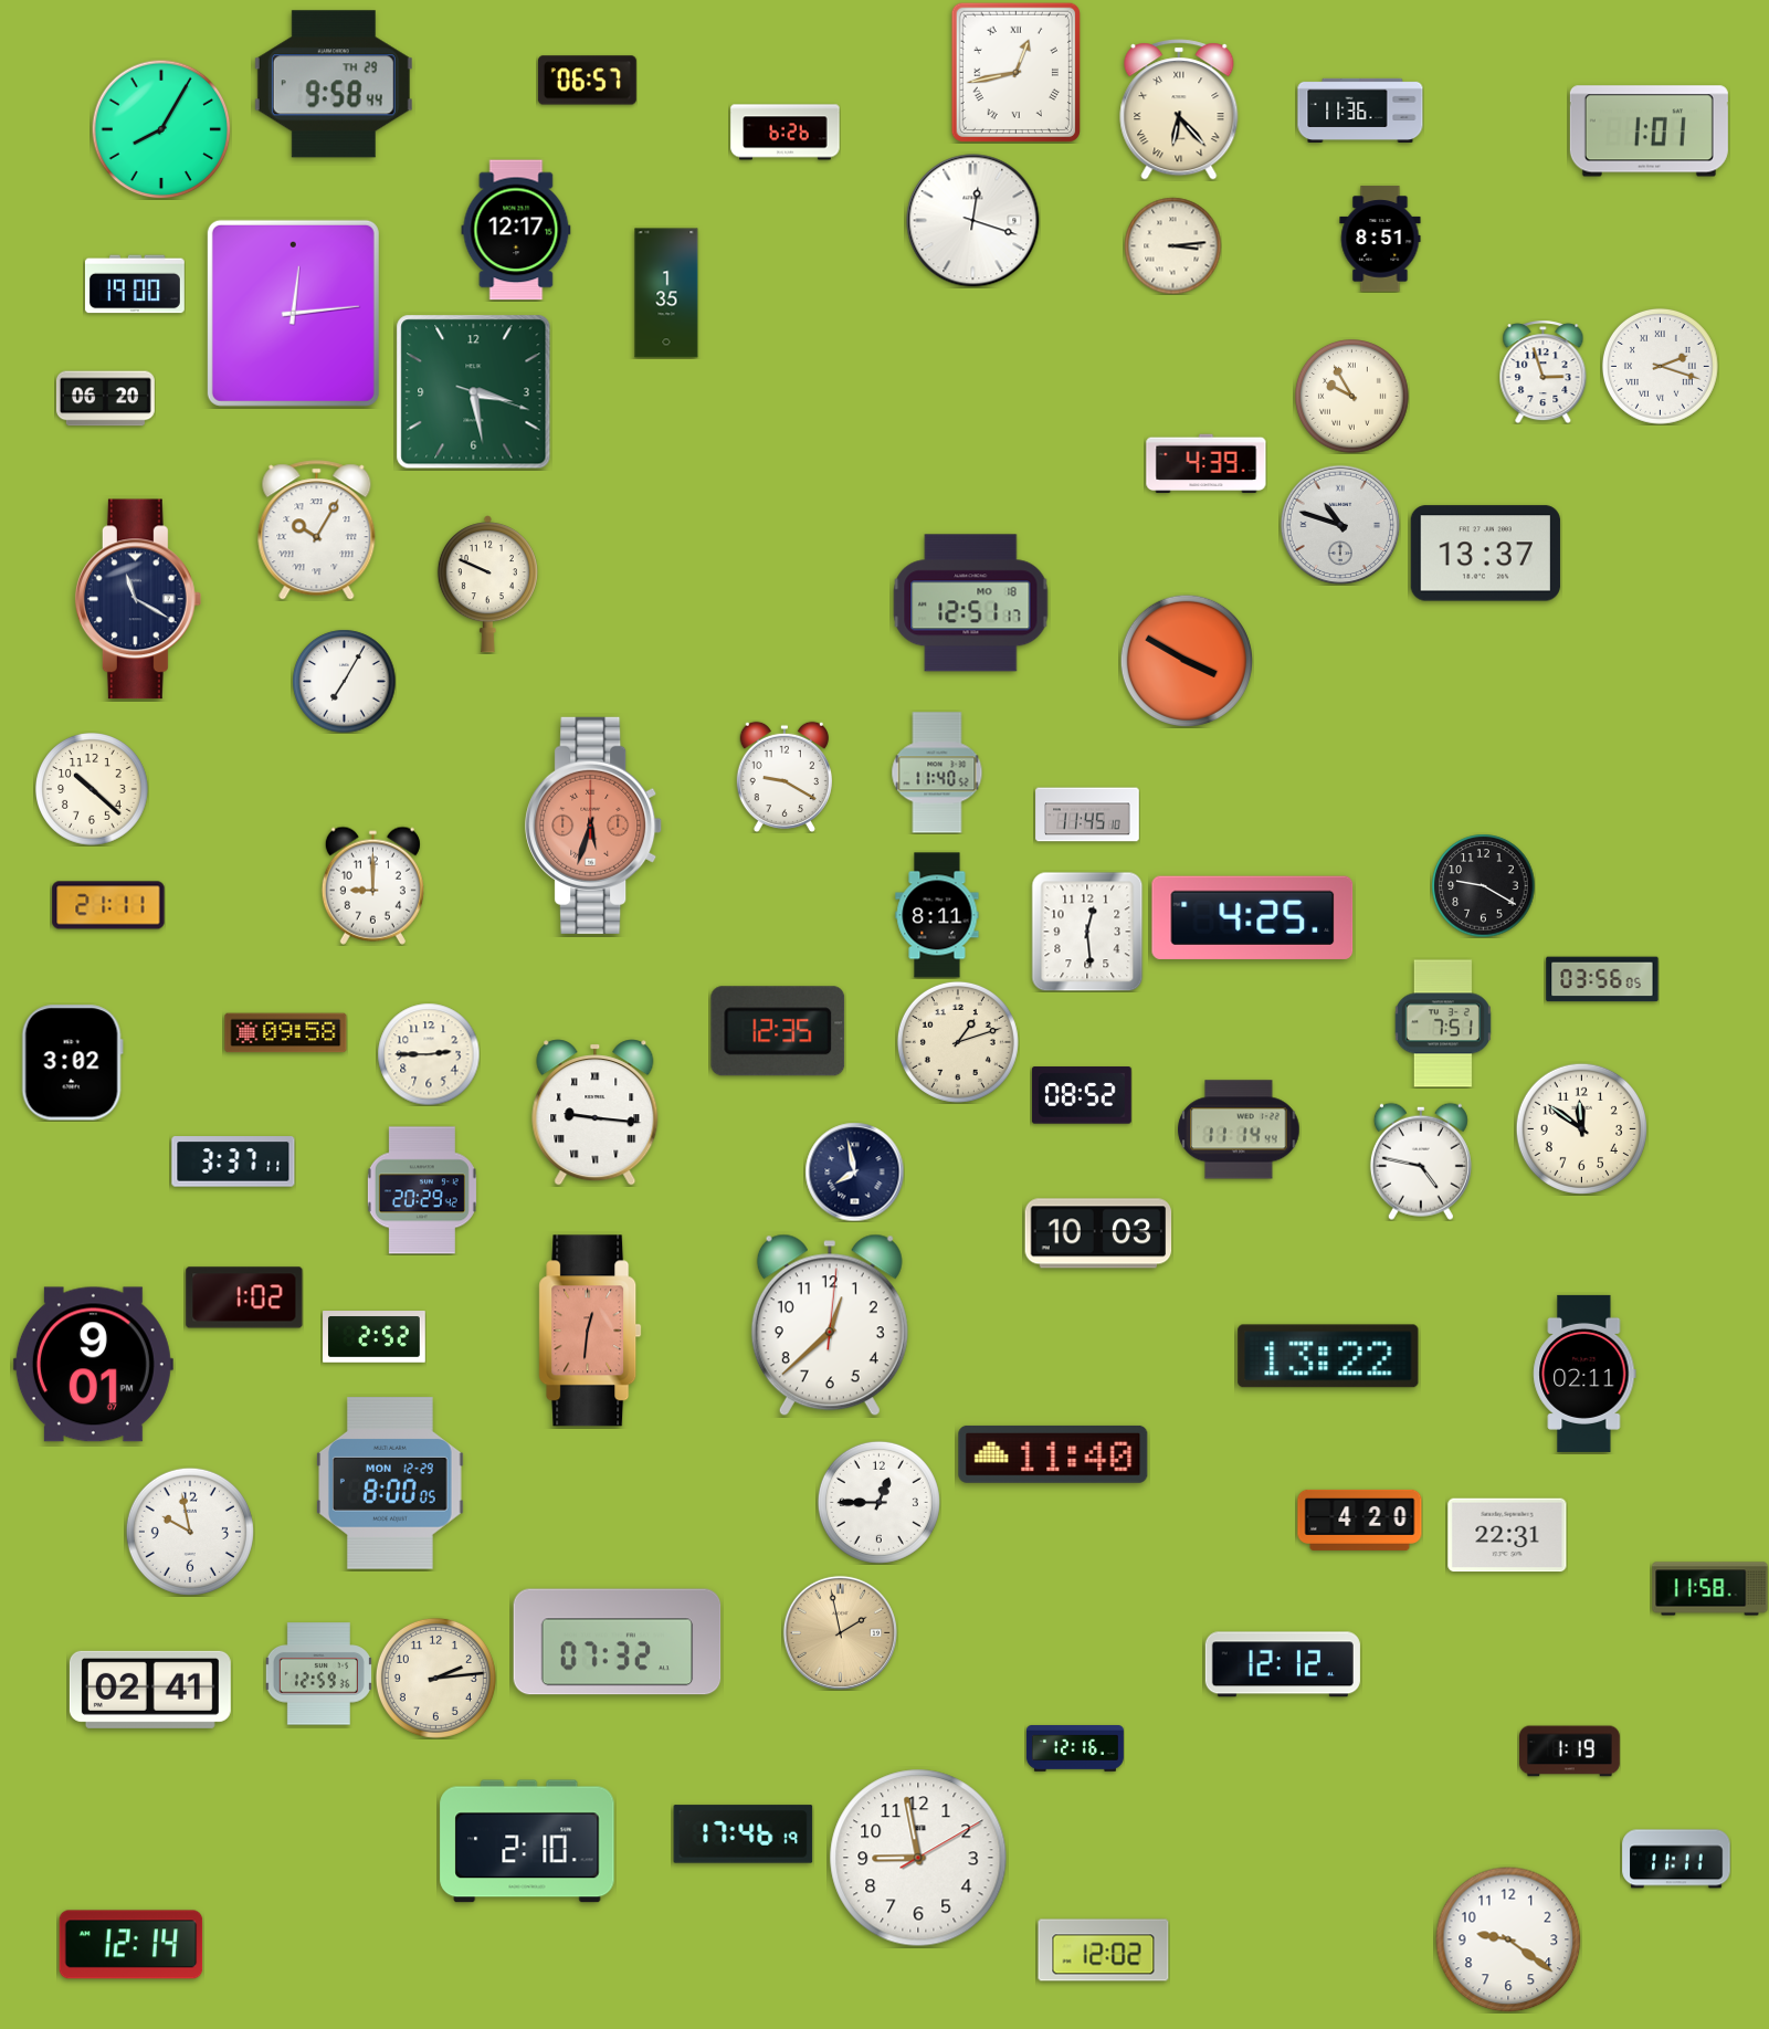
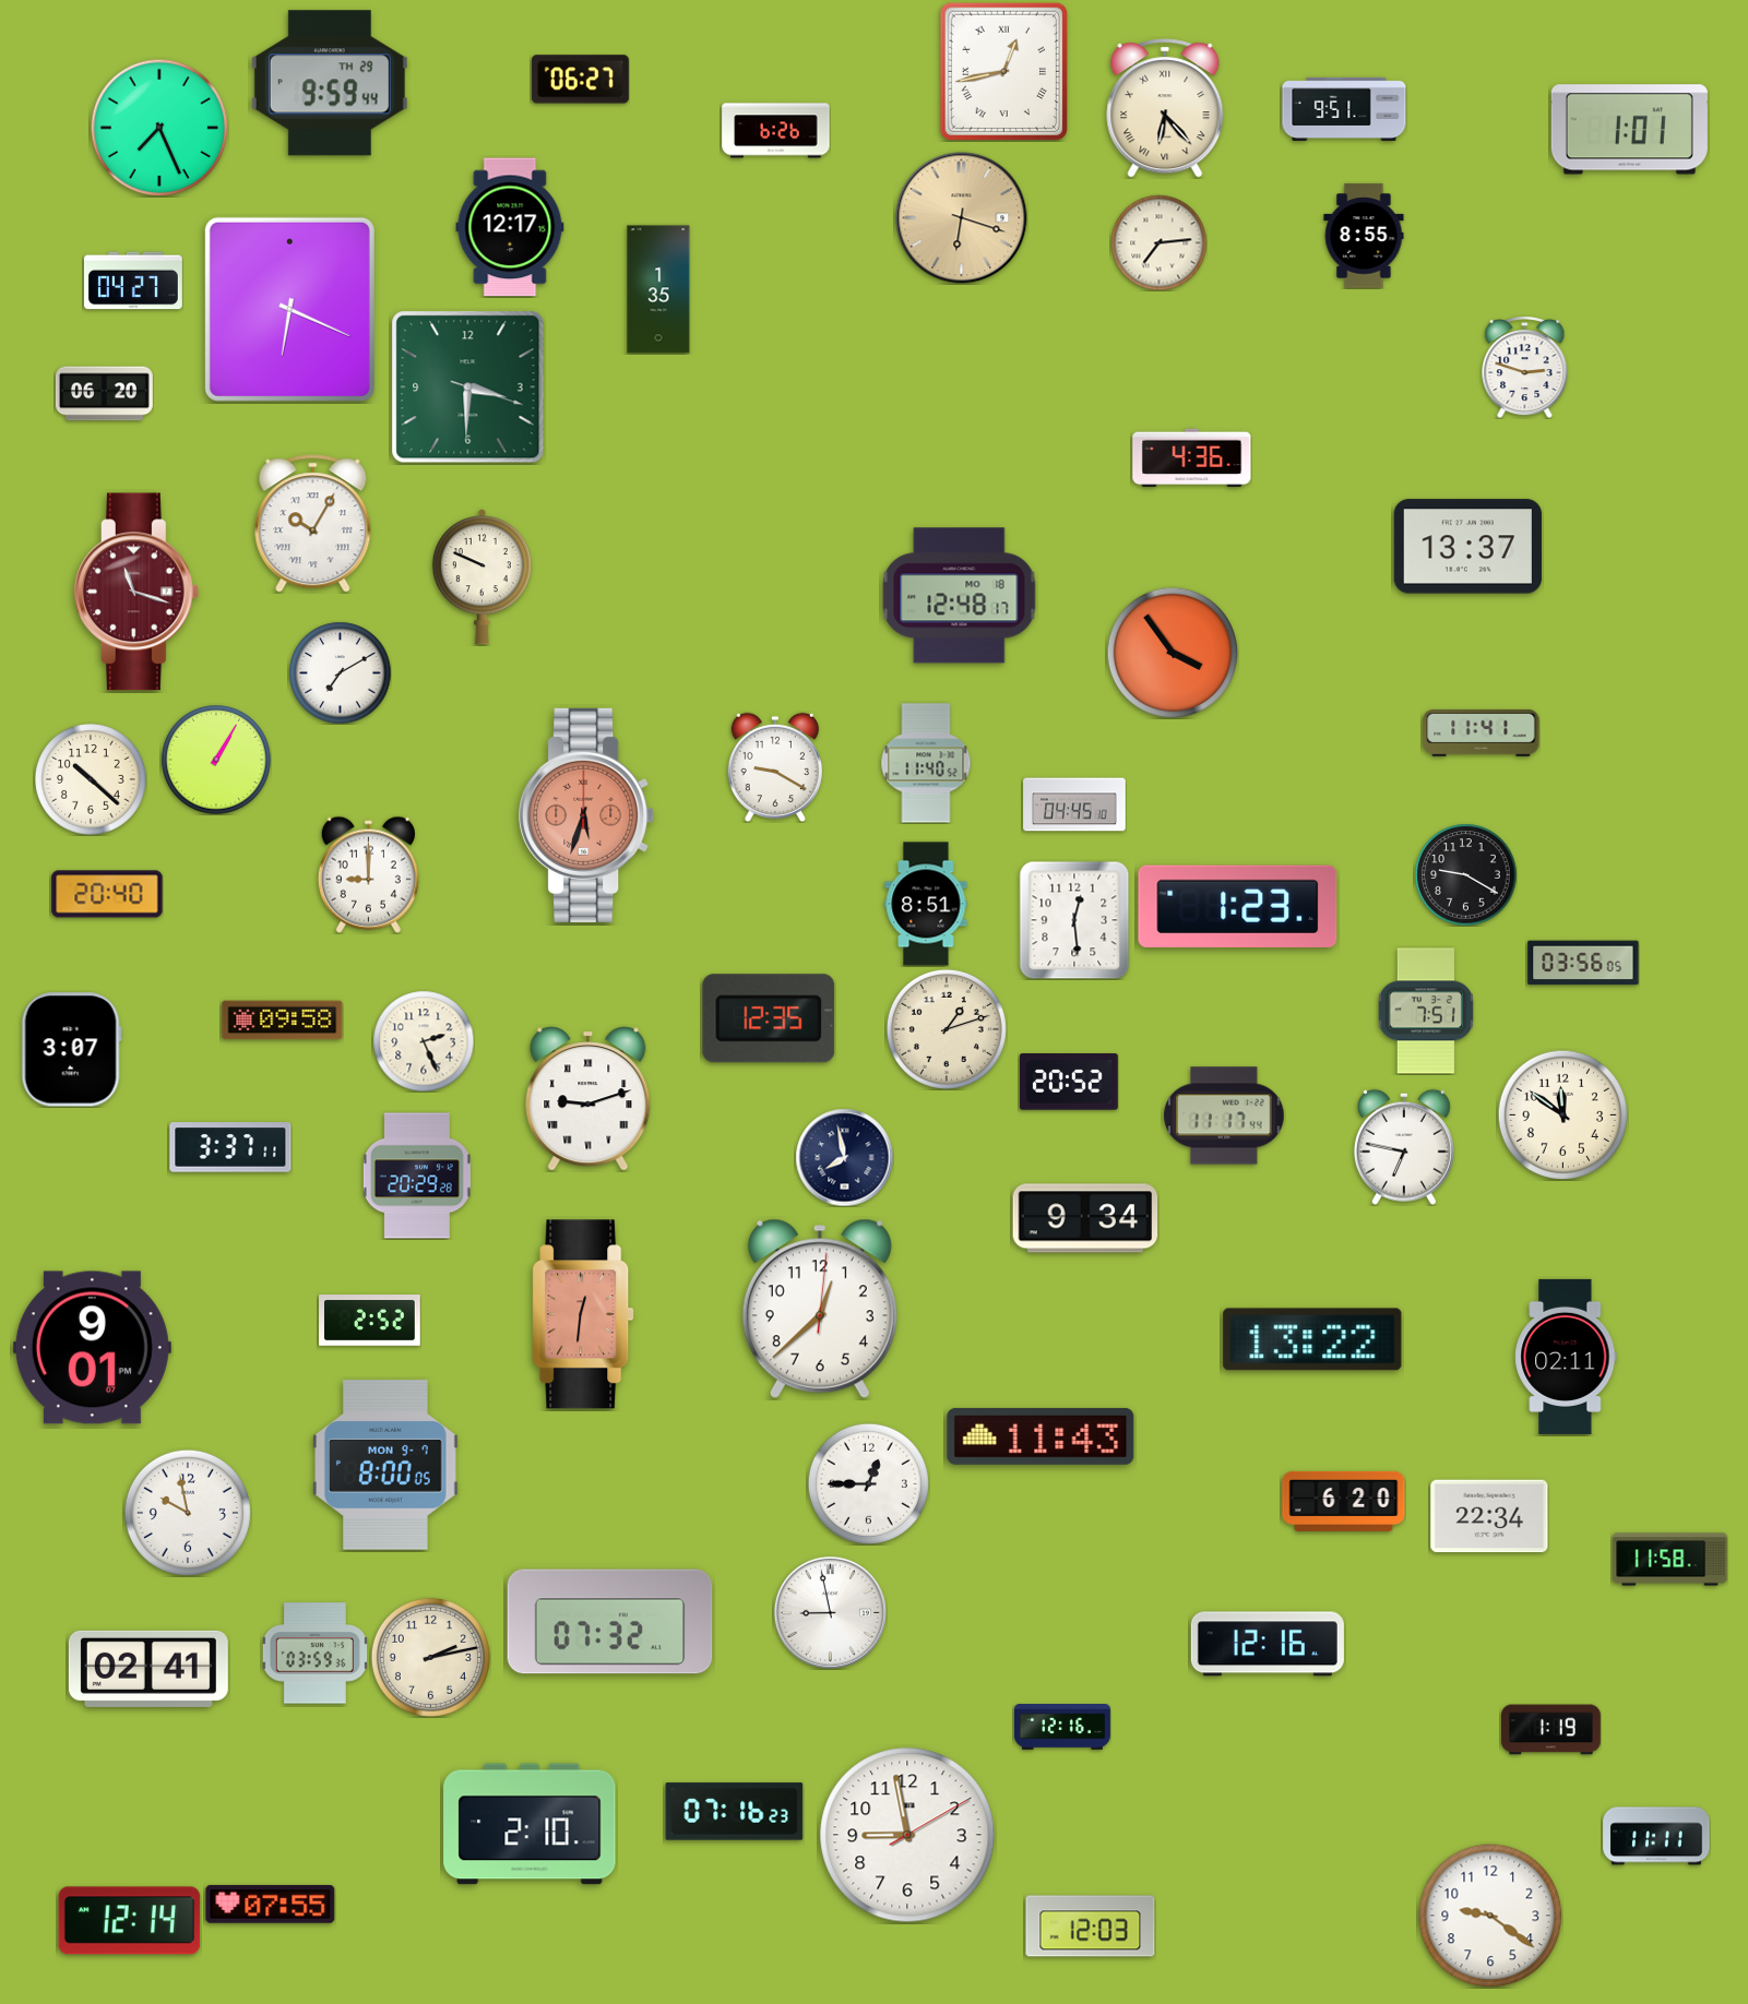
clock at (587, 81): 06:57 -> 06:27
clock at (334, 84): 9:58 -> 9:59
clock at (1360, 109): 11:36 -> 9:51
clock at (161, 129): 8:05 -> 7:26
clock at (973, 221): 12:18 -> 6:18
clock at (973, 221) dial: white -> champagne
clock at (1380, 239): 8:51 -> 8:55
clock at (1172, 245): 3:14 -> 7:14
clock at (135, 284): 19:00 -> 04:27
clock at (293, 313): 12:14 -> 6:19
clock at (1660, 366): 2:18 -> none
clock at (1544, 371): 2:57 -> 2:48
clock at (474, 392): 3:28 -> 3:30
clock at (1352, 397): 9:55 -> none
clock at (1207, 464): 4:39 -> 4:36
clock at (1340, 525): 10:48 -> none
clock at (138, 599): 11:20 -> 11:18
clock at (138, 599) dial: navy -> burgundy
clock at (971, 603): 12:51 -> 12:48
clock at (1186, 660): 3:50 -> 3:54
clock at (344, 681): 7:05 -> 7:10
clock at (1482, 732): none -> 11:41
clock at (216, 760): none -> 1:05
clock at (1087, 814): 11:45 -> 04:45
clock at (108, 905): 21:11 -> 20:40
clock at (937, 915): 8:11 -> 8:51
clock at (1253, 917): 4:25 -> 1:23
clock at (1602, 979) position: (1602, 979) -> (1583, 963)
clock at (429, 1054): 2:45 -> 2:26
clock at (72, 1063): 3:02 -> 3:07
clock at (1082, 1095): 08:52 -> 20:52
clock at (596, 1113): 9:16 -> 9:12
clock at (1239, 1129): 11:14 -> 11:17
clock at (1421, 1161): 4:47 -> 6:47
clock at (422, 1190): 20:29:42 -> 20:29:28
clock at (1098, 1233): 10:03 -> 9:34
clock at (244, 1297): 1:02 -> none
clock at (1053, 1454): 11:40 -> 11:43
clock at (391, 1483) date: MON 12-29 -> MON 9-7
clock at (1360, 1520): 4:20 -> 6:20
clock at (1507, 1535): 22:31 -> 22:34
clock at (1710, 1589) position: (1710, 1589) -> (1670, 1560)
clock at (840, 1632): 1:58 -> 8:58
clock at (840, 1632) dial: champagne -> white
clock at (1283, 1664): 12:12 -> 12:16
clock at (318, 1674): 12:59 -> 03:59
clock at (435, 1678): 2:14 -> 2:13
clock at (744, 1834): 17:46 -> 07:16
clock at (527, 1841) position: (527, 1841) -> (530, 1824)
clock at (271, 1905): none -> 07:55
clock at (1104, 1951): 12:02 -> 12:03
